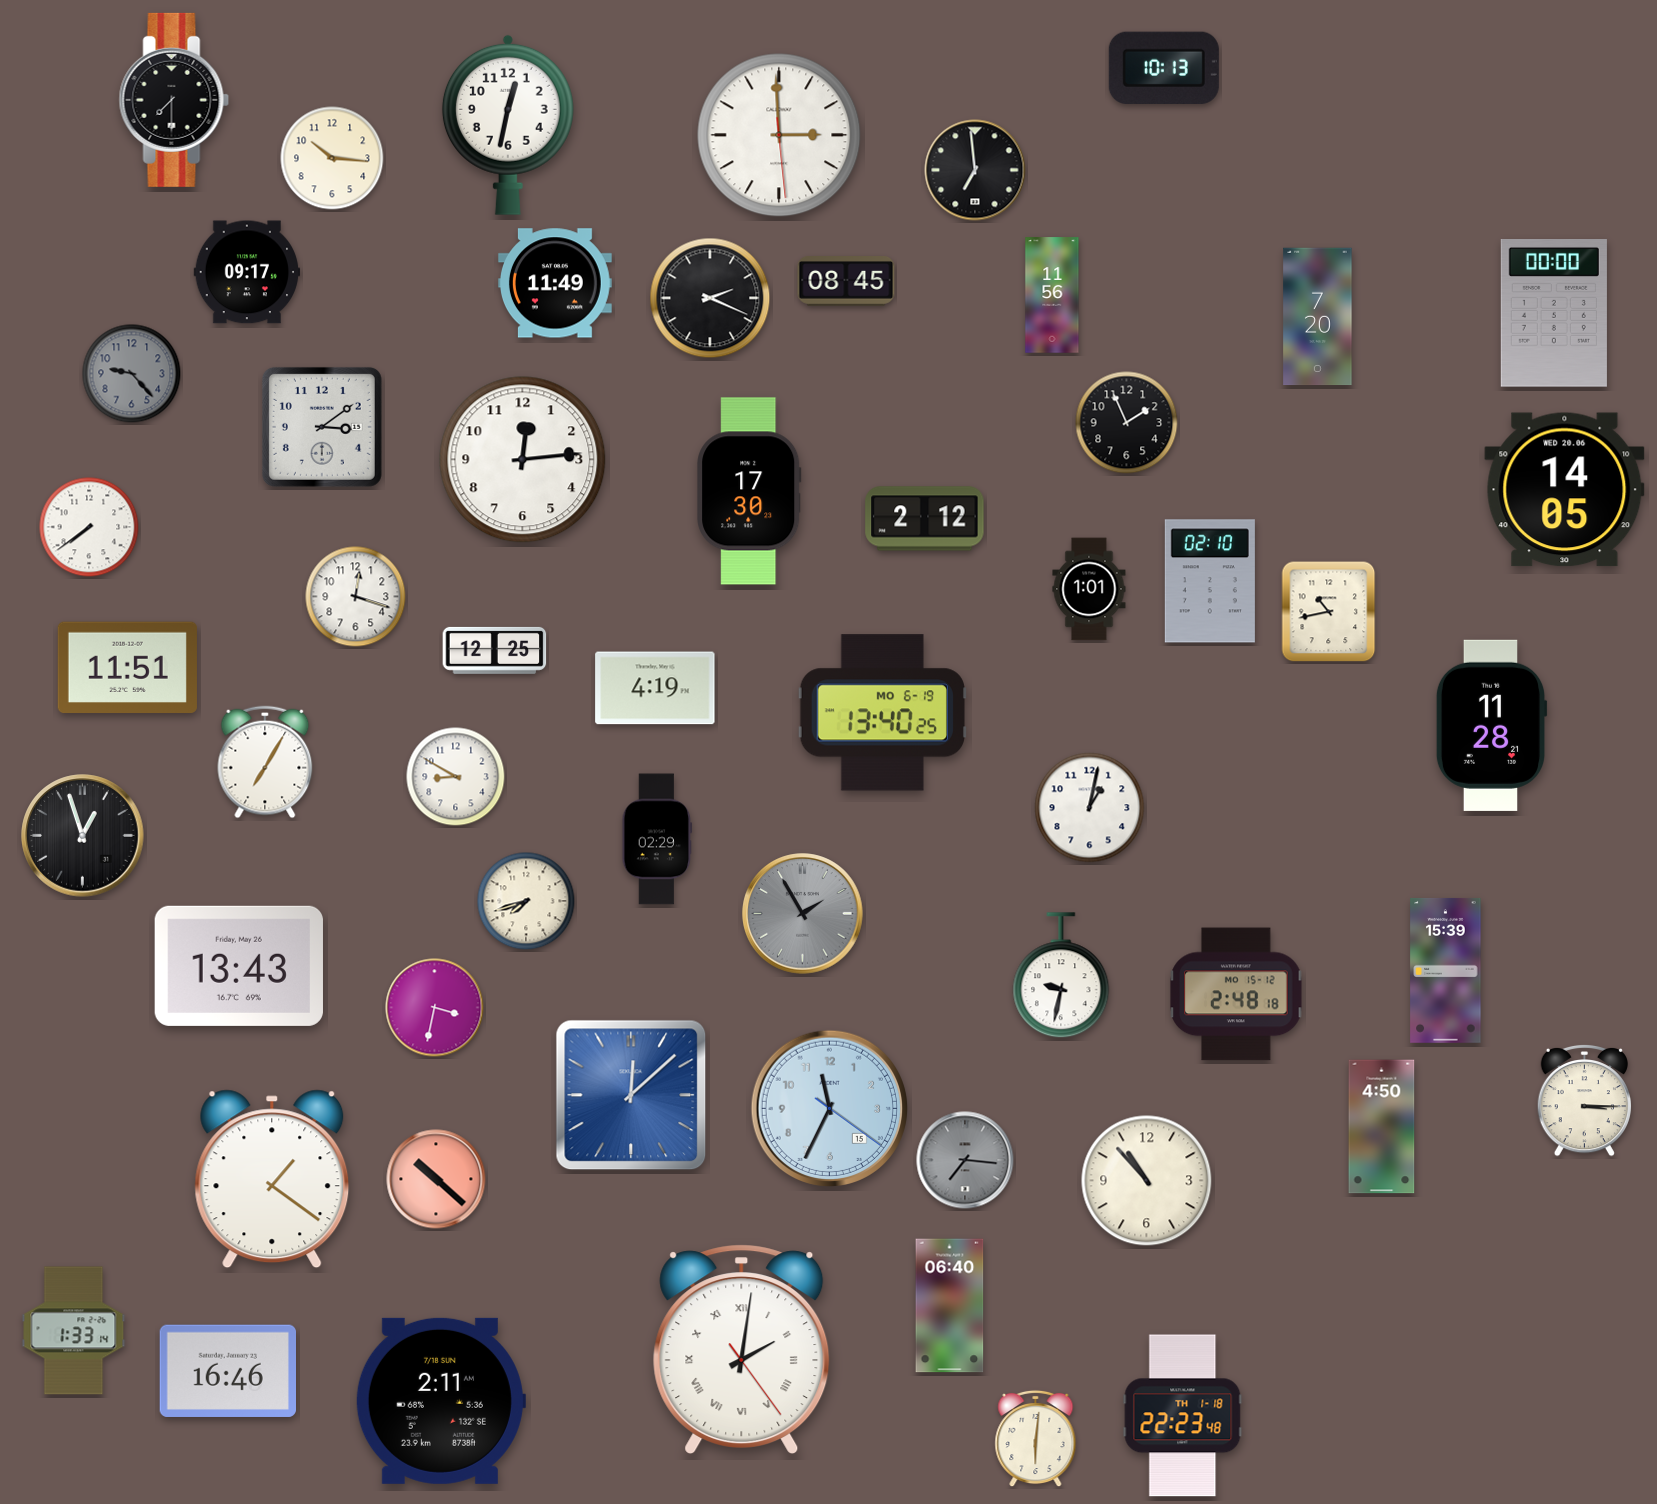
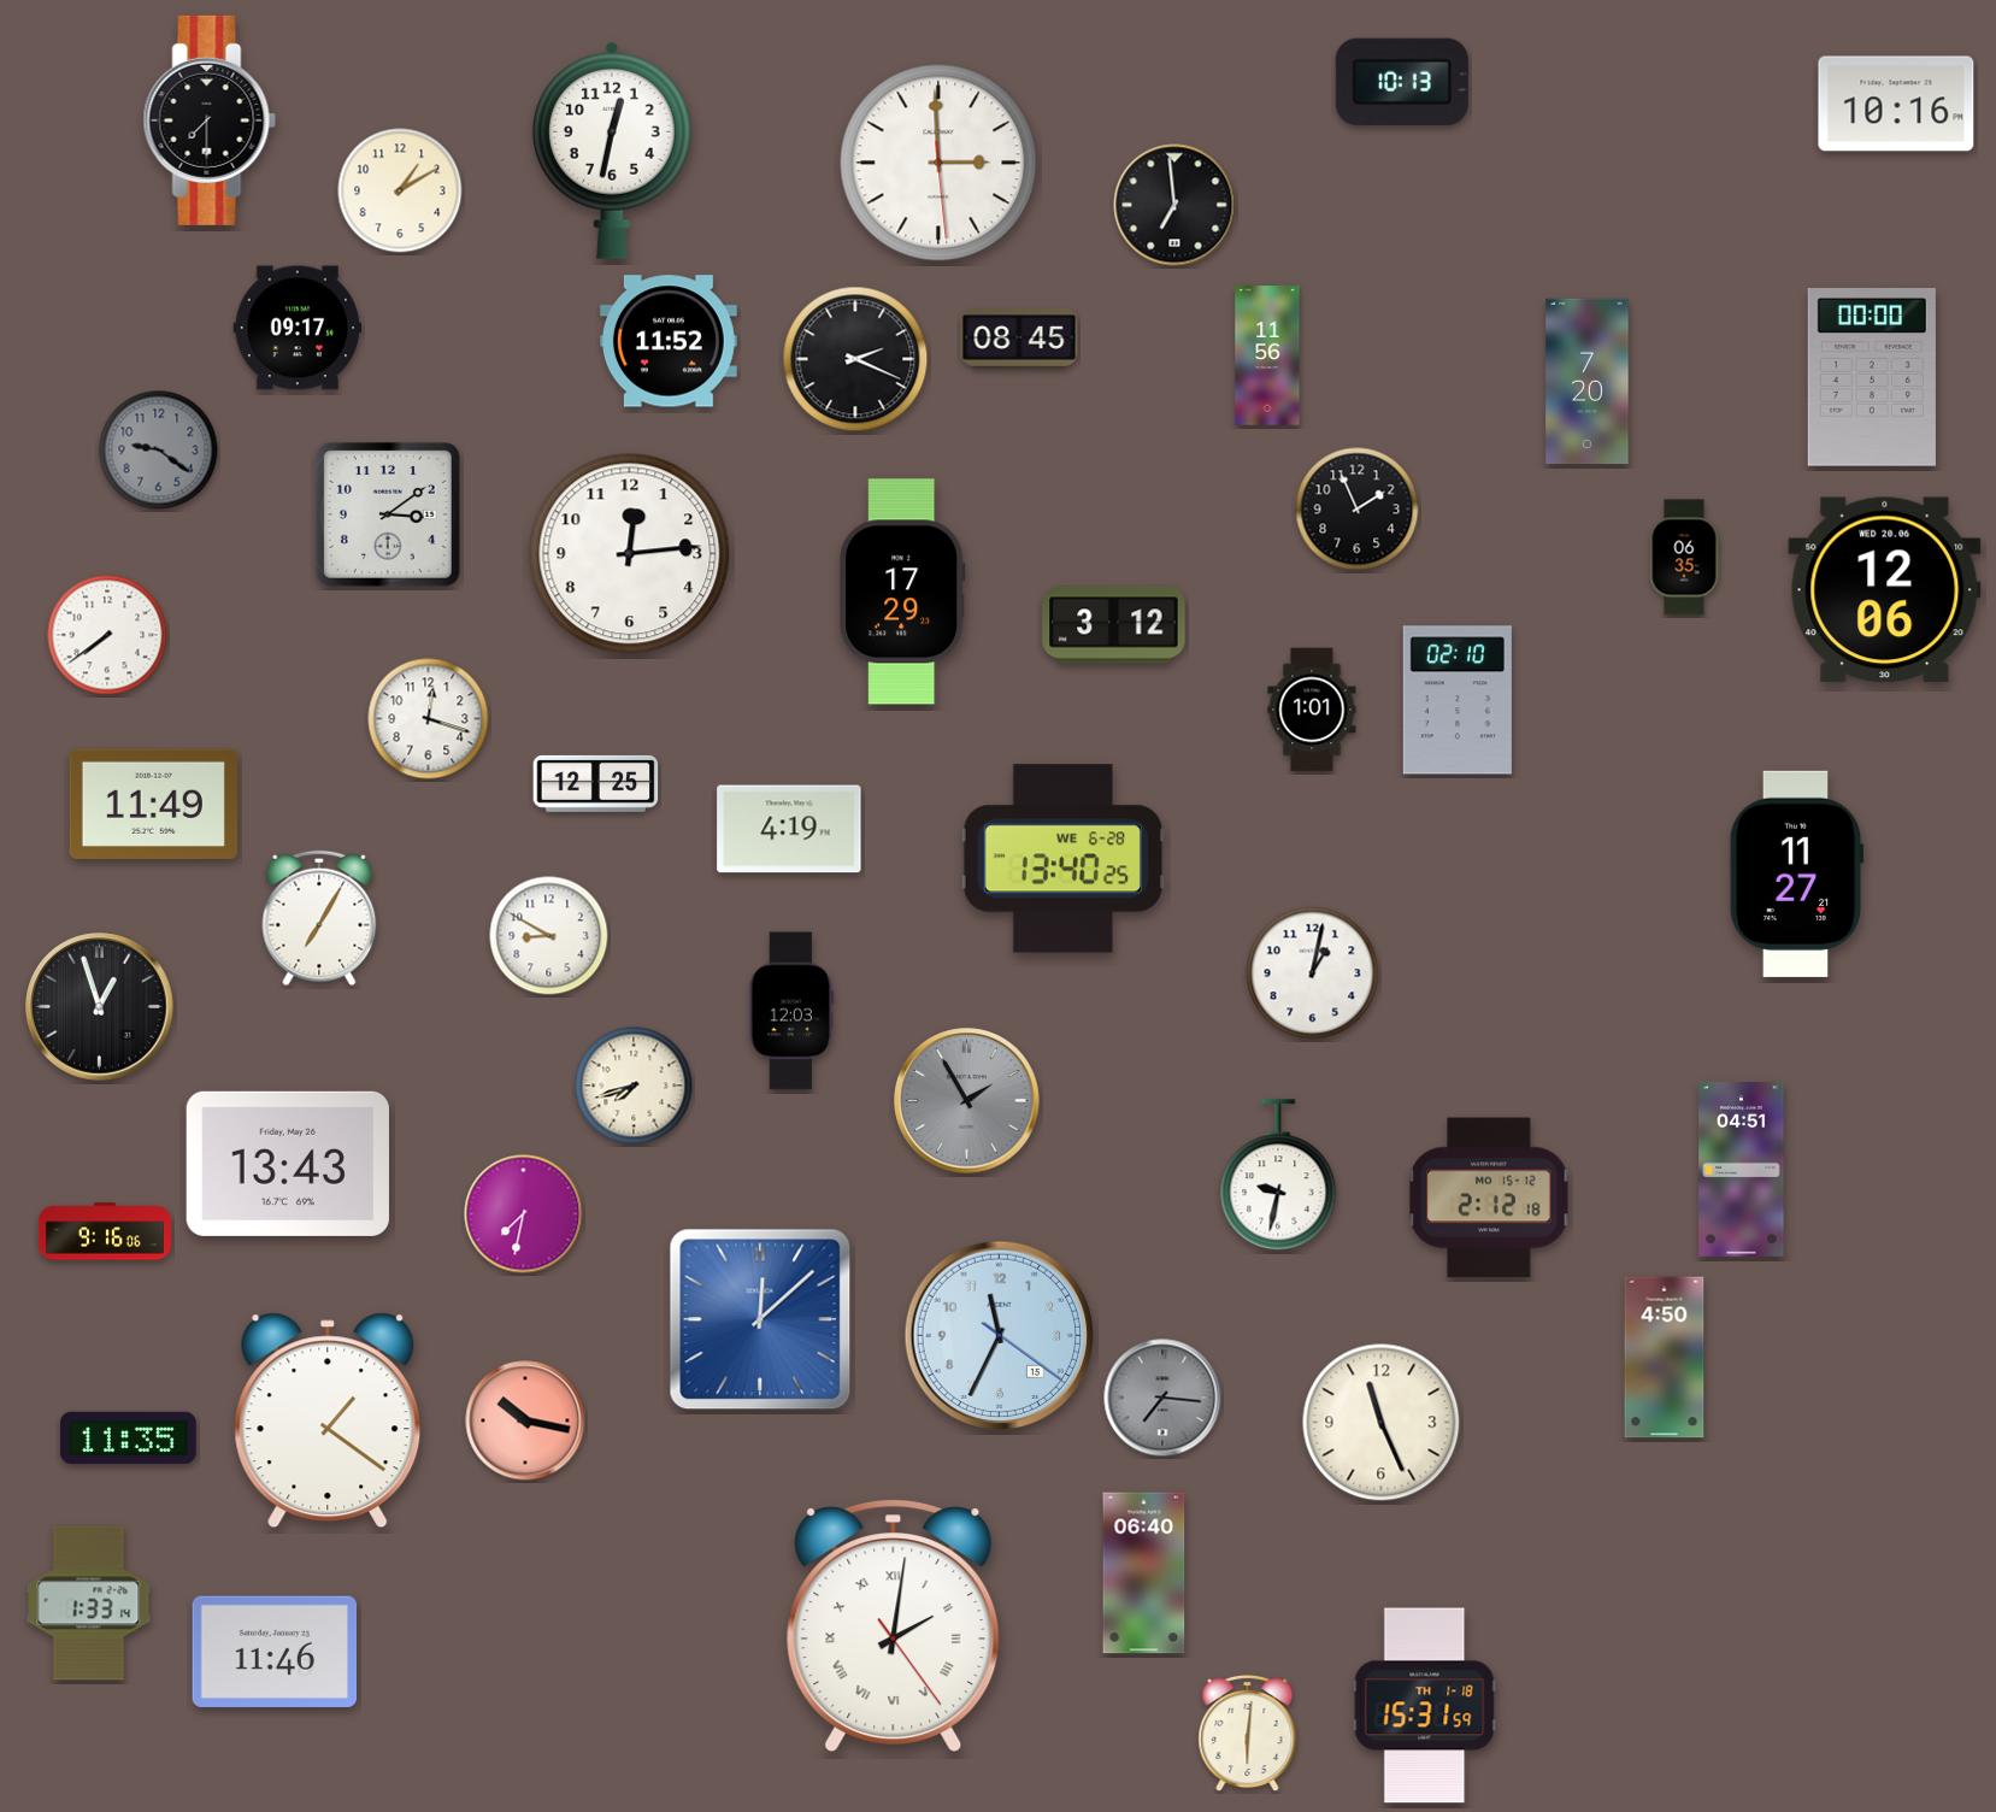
clock at (1896, 104): none -> 10:16
clock at (332, 158): 10:16 -> 1:10
clock at (555, 283): 11:49 -> 11:52
clock at (132, 374): 9:23 -> 9:21
clock at (1684, 558): none -> 06:35
clock at (1565, 490): 14:05 -> 12:06
clock at (749, 491): 17:30 -> 17:29
clock at (925, 519): 2:12 -> 3:12
clock at (1329, 612): 10:43 -> none
clock at (127, 668): 11:51 -> 11:49
clock at (882, 713) date: MO 6-19 -> WE 6-28
clock at (1491, 725): 11:28 -> 11:27
clock at (657, 839): 02:29 -> 12:03
clock at (1446, 970): 15:39 -> 04:51
clock at (1236, 994): 2:48 -> 2:12
clock at (435, 1008): 3:32 -> 7:32
clock at (105, 1231): none -> 9:16
clock at (1584, 1100): 3:15 -> none
clock at (436, 1179): 10:22 -> 10:17
clock at (1147, 1181): 10:53 -> 11:26
clock at (128, 1437): none -> 11:35
clock at (227, 1371): 16:46 -> 11:46
clock at (440, 1401): 2:11 -> none
clock at (1183, 1416): 22:23 -> 15:31
